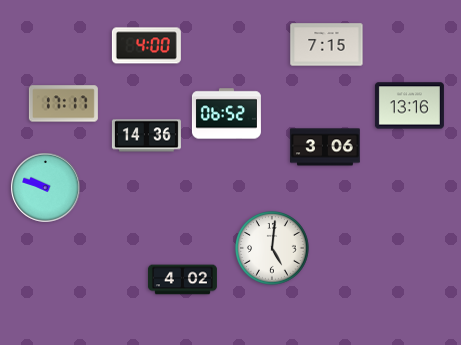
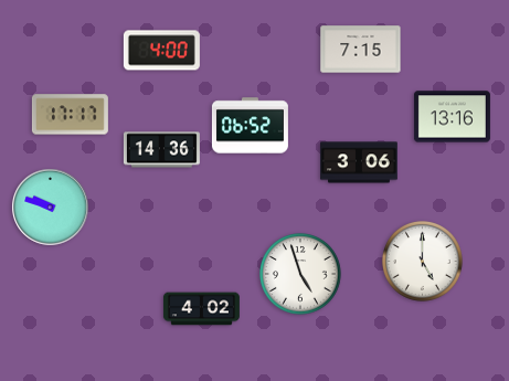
clock at (422, 261): none -> 5:00
clock at (273, 249): 5:01 -> 4:57
